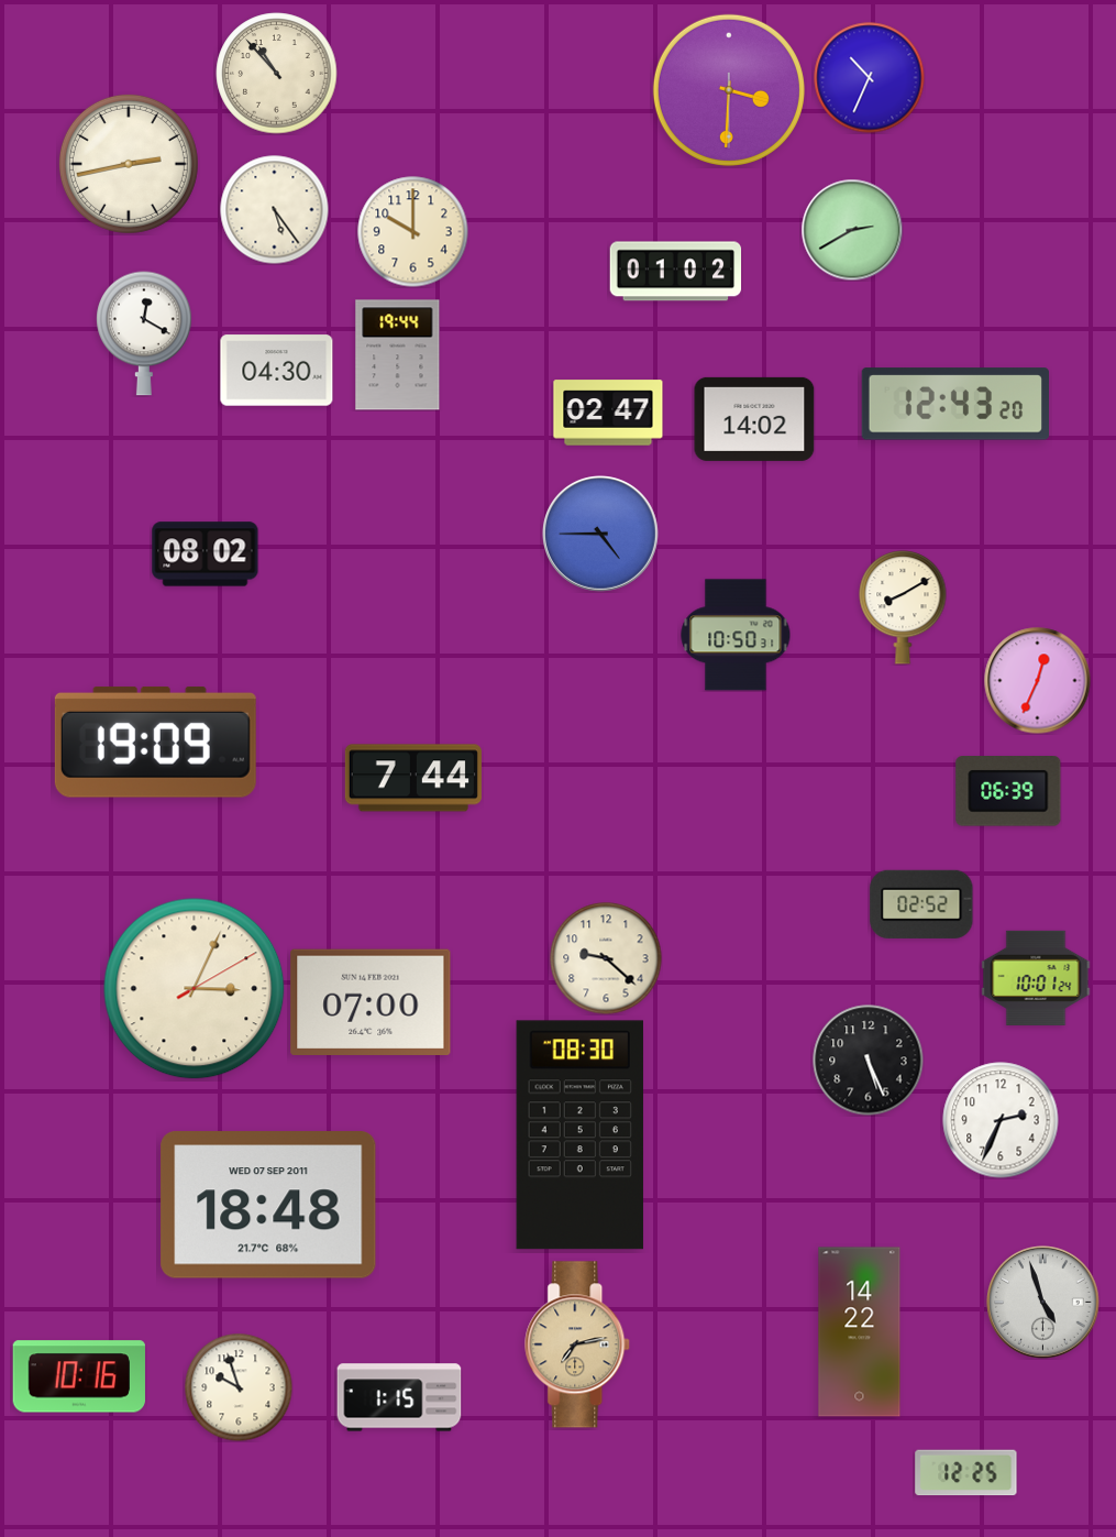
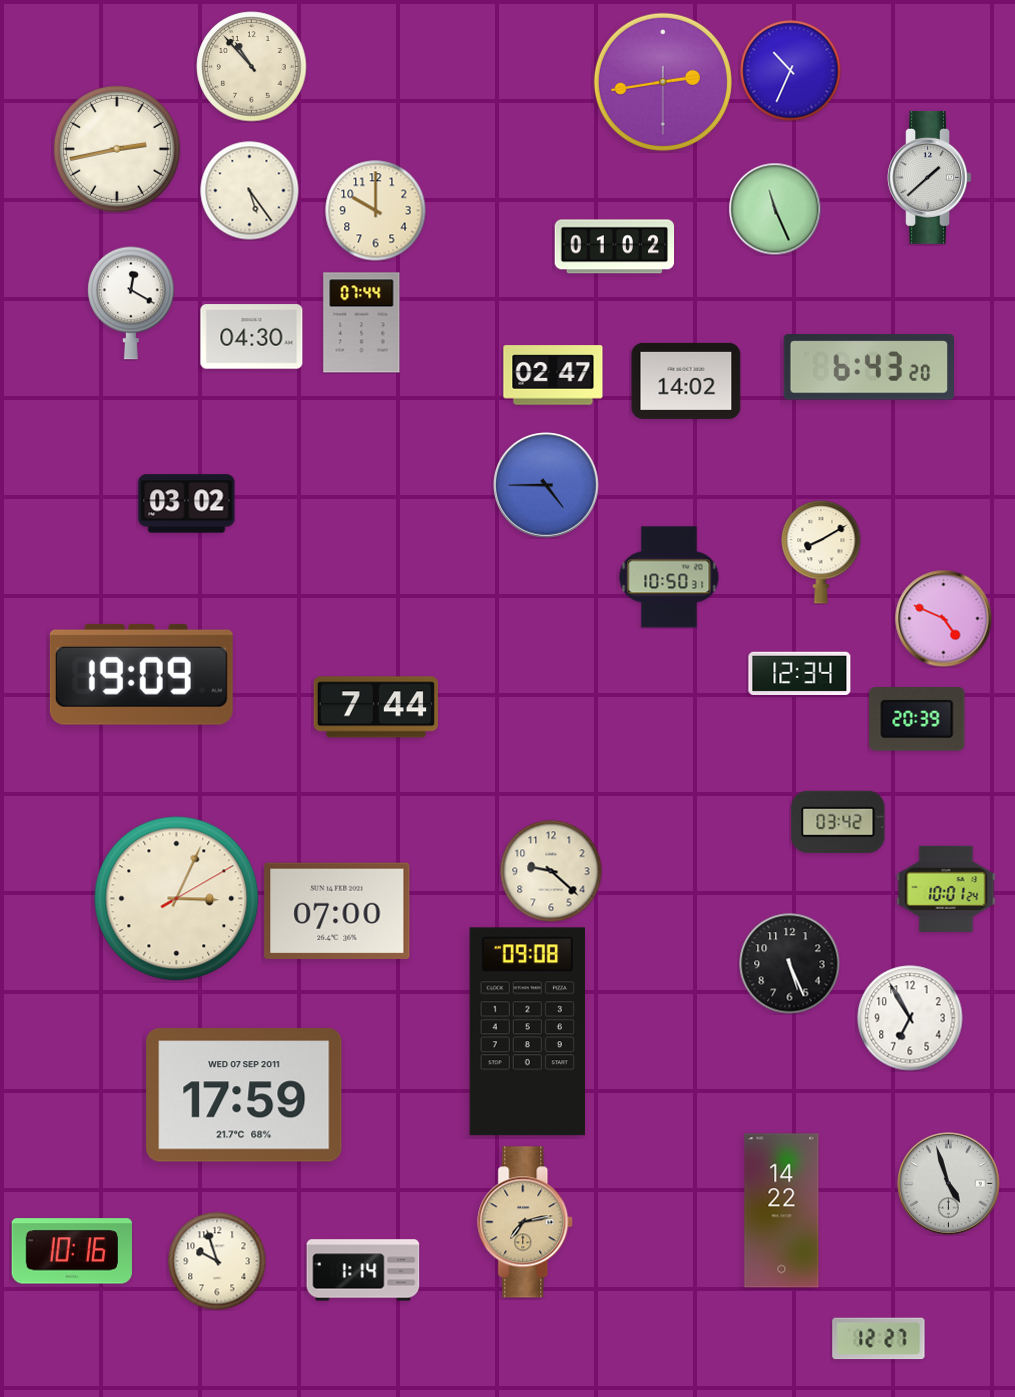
clock at (729, 90): 3:30 -> 2:43
clock at (929, 177): none -> 1:38
clock at (852, 230): 2:40 -> 11:26
clock at (398, 355): 19:44 -> 07:44
clock at (954, 404): 12:43 -> 6:43
clock at (206, 555): 08:02 -> 03:02
clock at (1038, 681): 12:34 -> 4:49
clock at (800, 674): none -> 12:34
clock at (1008, 792): 06:39 -> 20:39
clock at (921, 904): 02:52 -> 03:42
clock at (1036, 978) position: (1036, 978) -> (946, 889)
clock at (1001, 1120): 2:34 -> 6:55
clock at (579, 1135): 08:30 -> 09:08
clock at (268, 1206): 18:48 -> 17:59
clock at (399, 1397): 1:15 -> 1:14
clock at (966, 1473): 12:25 -> 12:27
